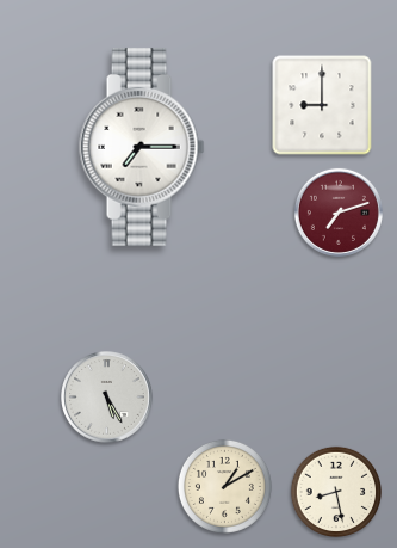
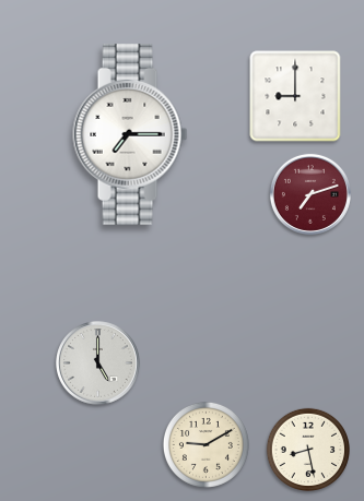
clock at (107, 398): 5:25 -> 5:00
clock at (224, 486): 1:10 -> 9:10
